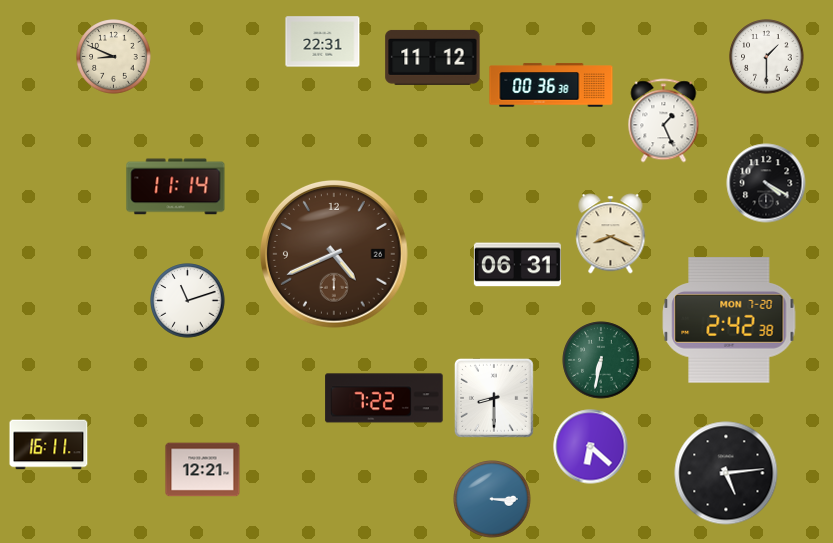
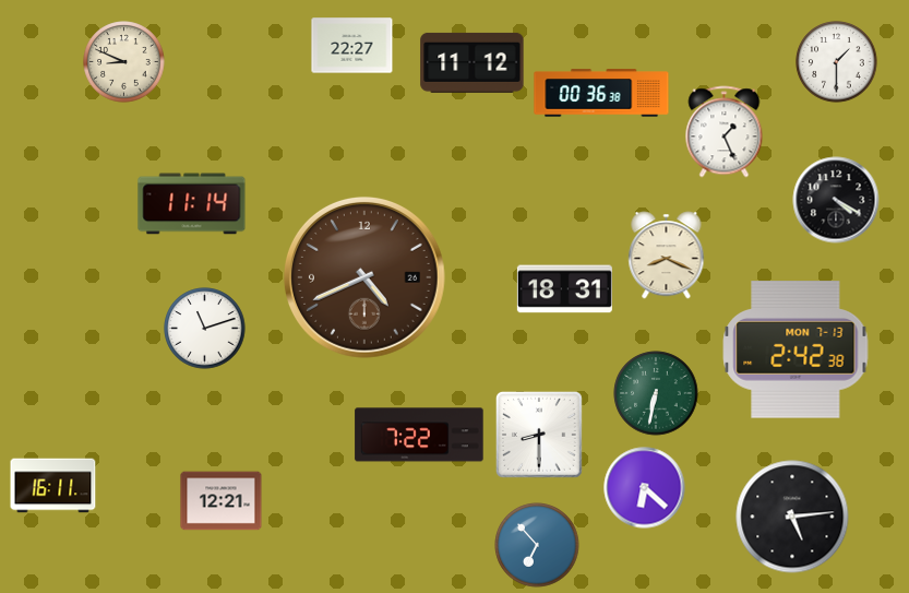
clock at (323, 42): 22:31 -> 22:27
clock at (517, 265): 06:31 -> 18:31
clock at (729, 320) date: MON 7-20 -> MON 7-13
clock at (203, 470) position: (203, 470) -> (222, 501)
clock at (492, 499): 3:15 -> 6:53
